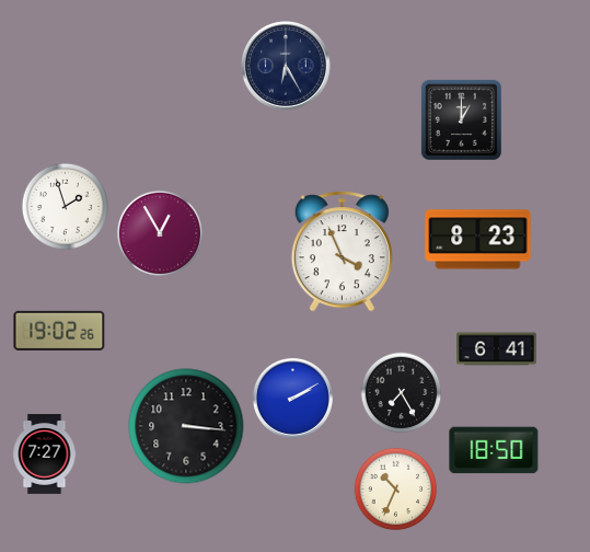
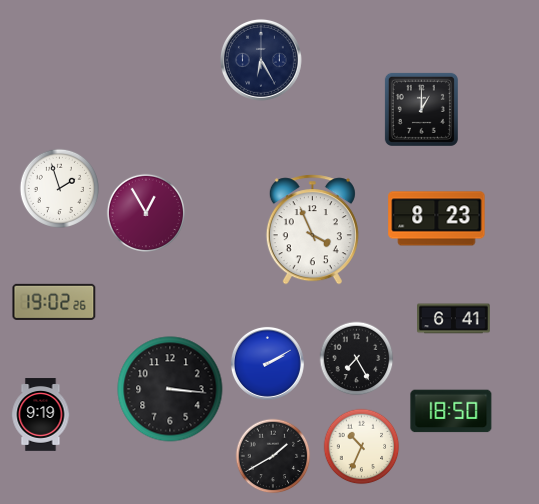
clock at (402, 393) position: (402, 393) -> (357, 359)
clock at (45, 455): 7:27 -> 9:19
clock at (273, 456): none -> 1:40
